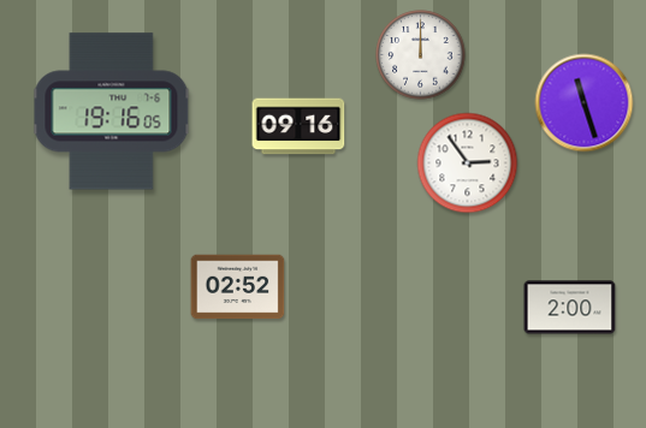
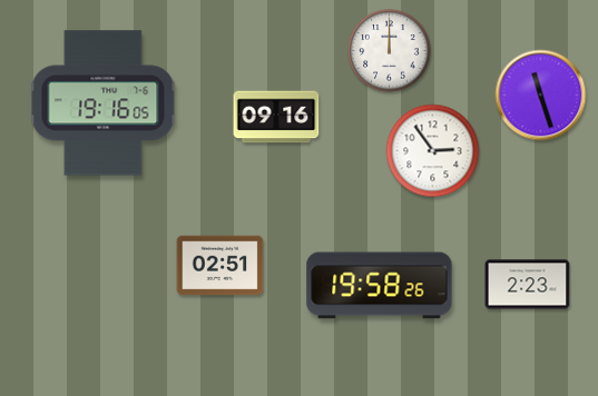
clock at (238, 287): 02:52 -> 02:51
clock at (570, 308): 2:00 -> 2:23
clock at (380, 286): none -> 19:58
